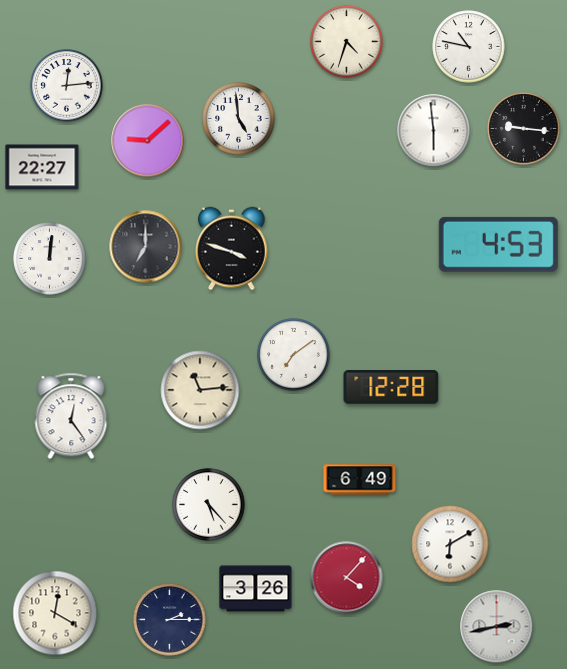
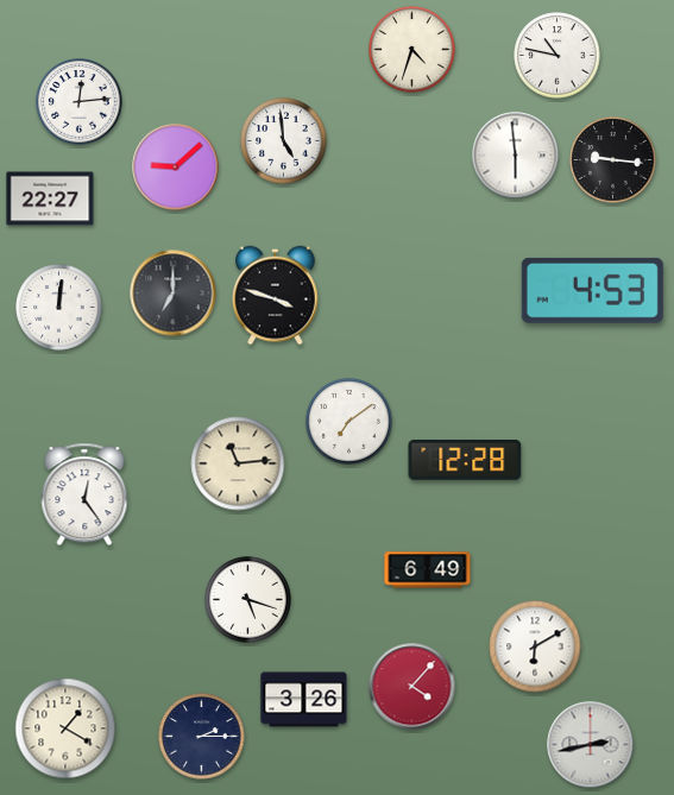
clock at (524, 129) position: (524, 129) -> (613, 160)
clock at (209, 505): 5:23 -> 5:18
clock at (55, 613): 12:20 -> 1:20
